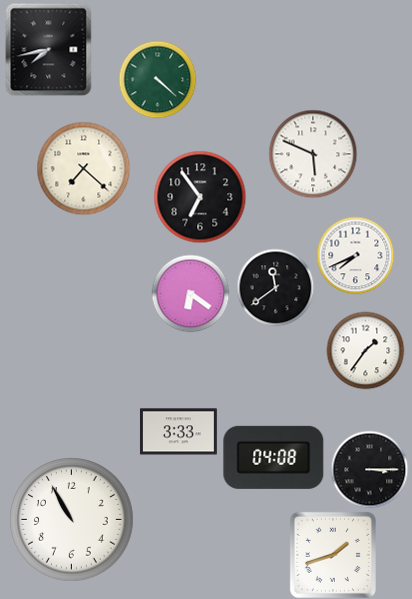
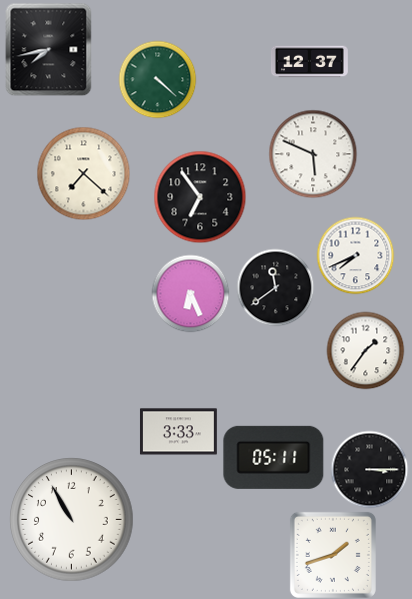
clock at (309, 62): none -> 12:37
clock at (83, 168) position: (83, 168) -> (83, 173)
clock at (190, 293): 6:21 -> 6:26
clock at (274, 457): 04:08 -> 05:11
